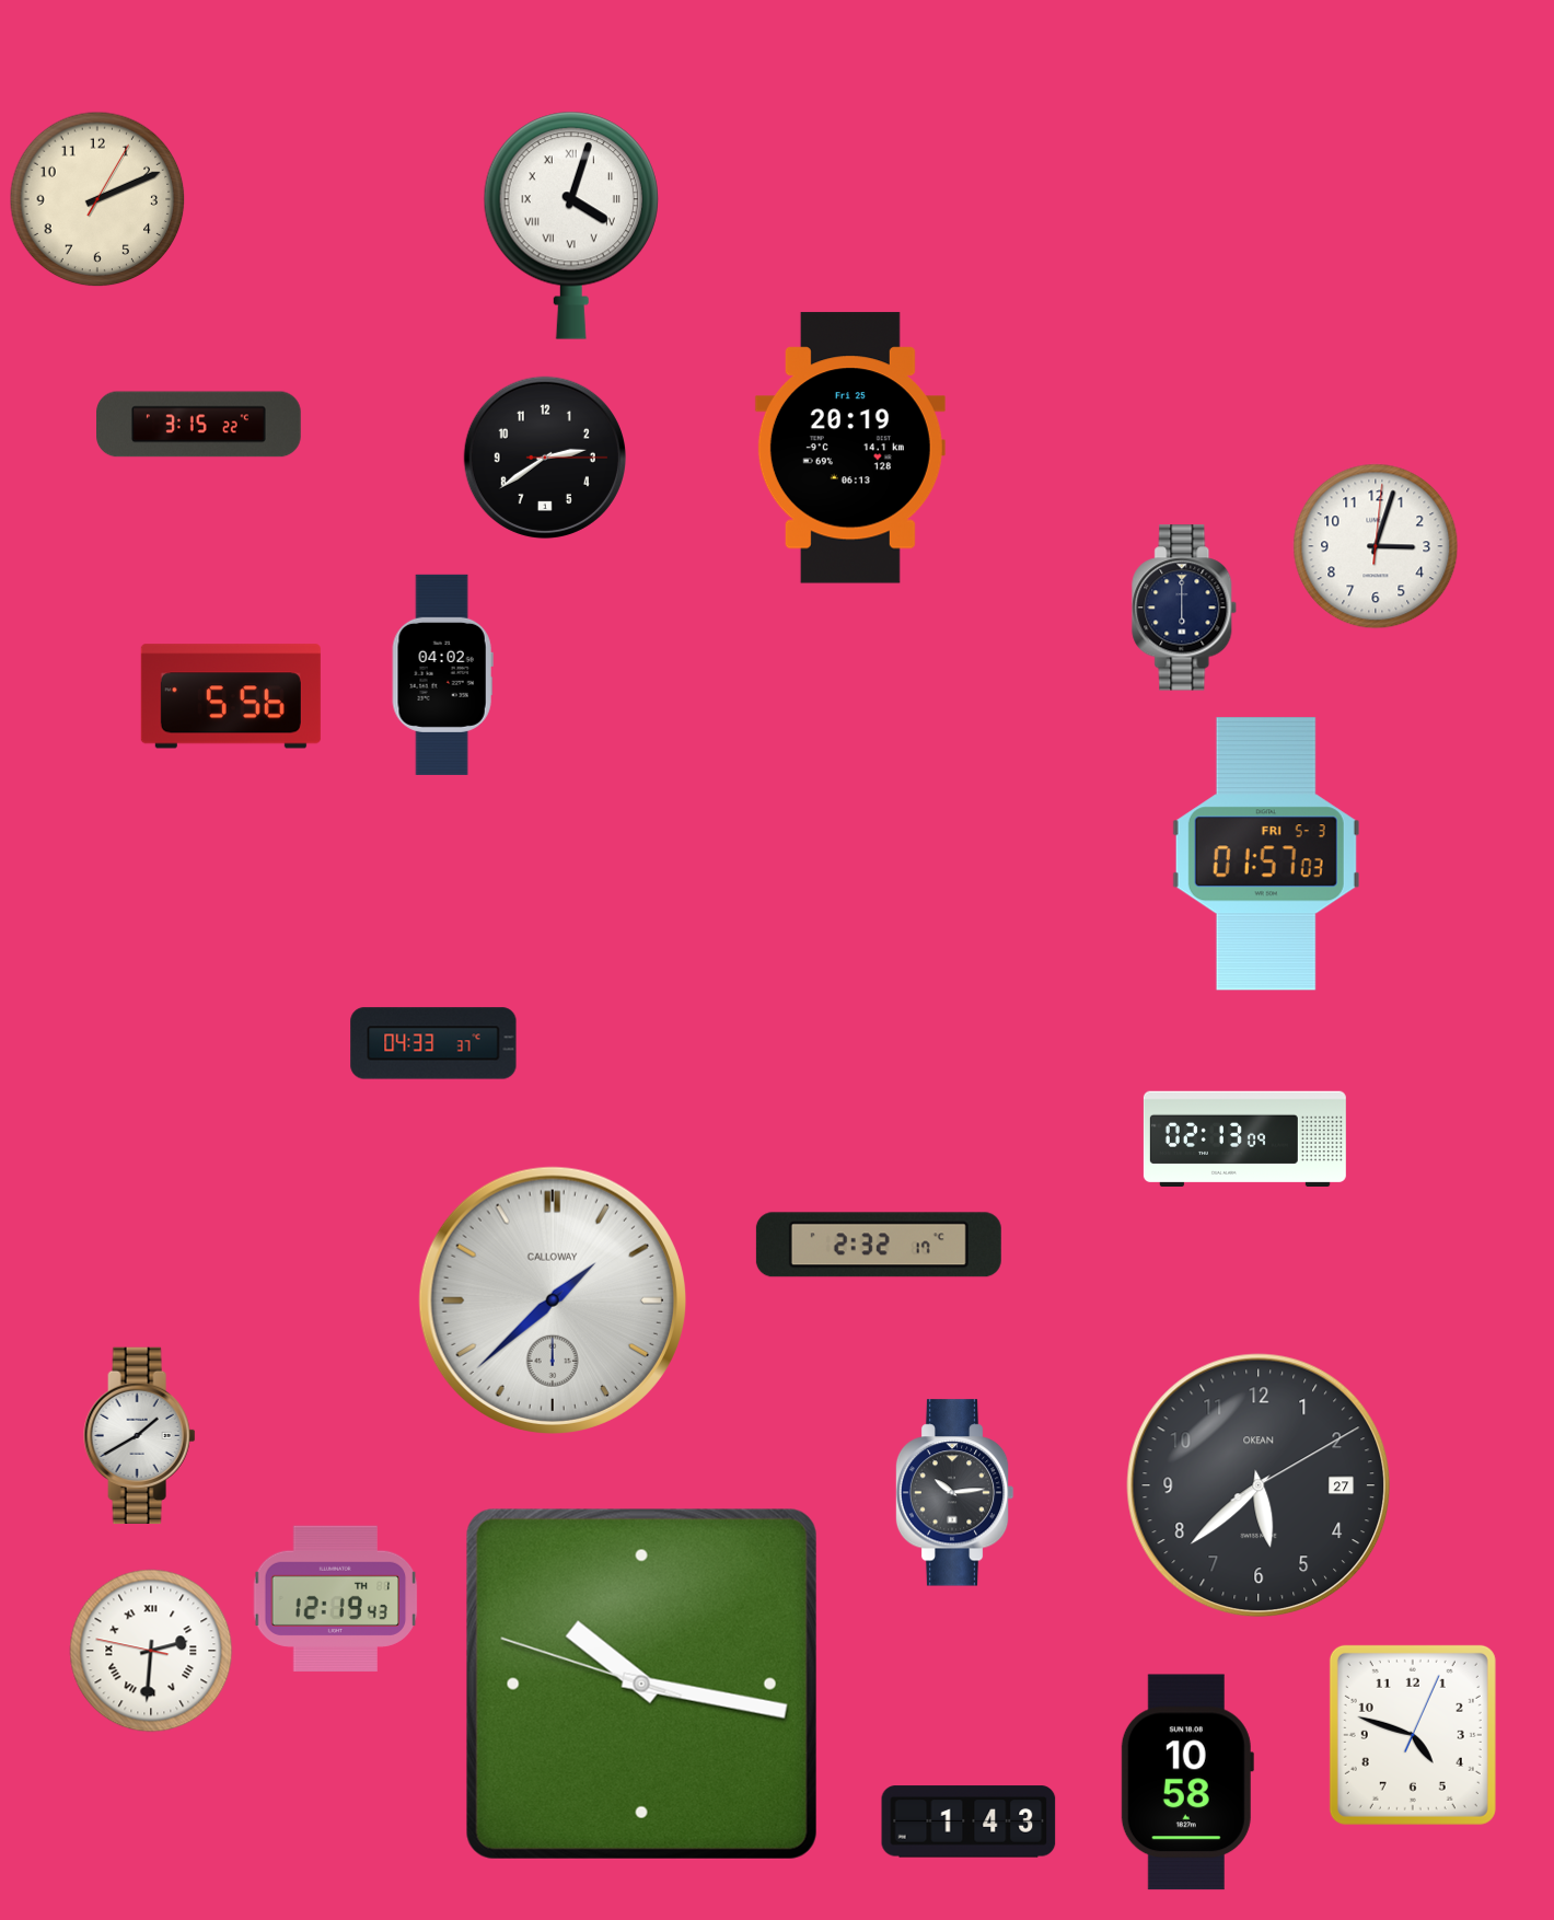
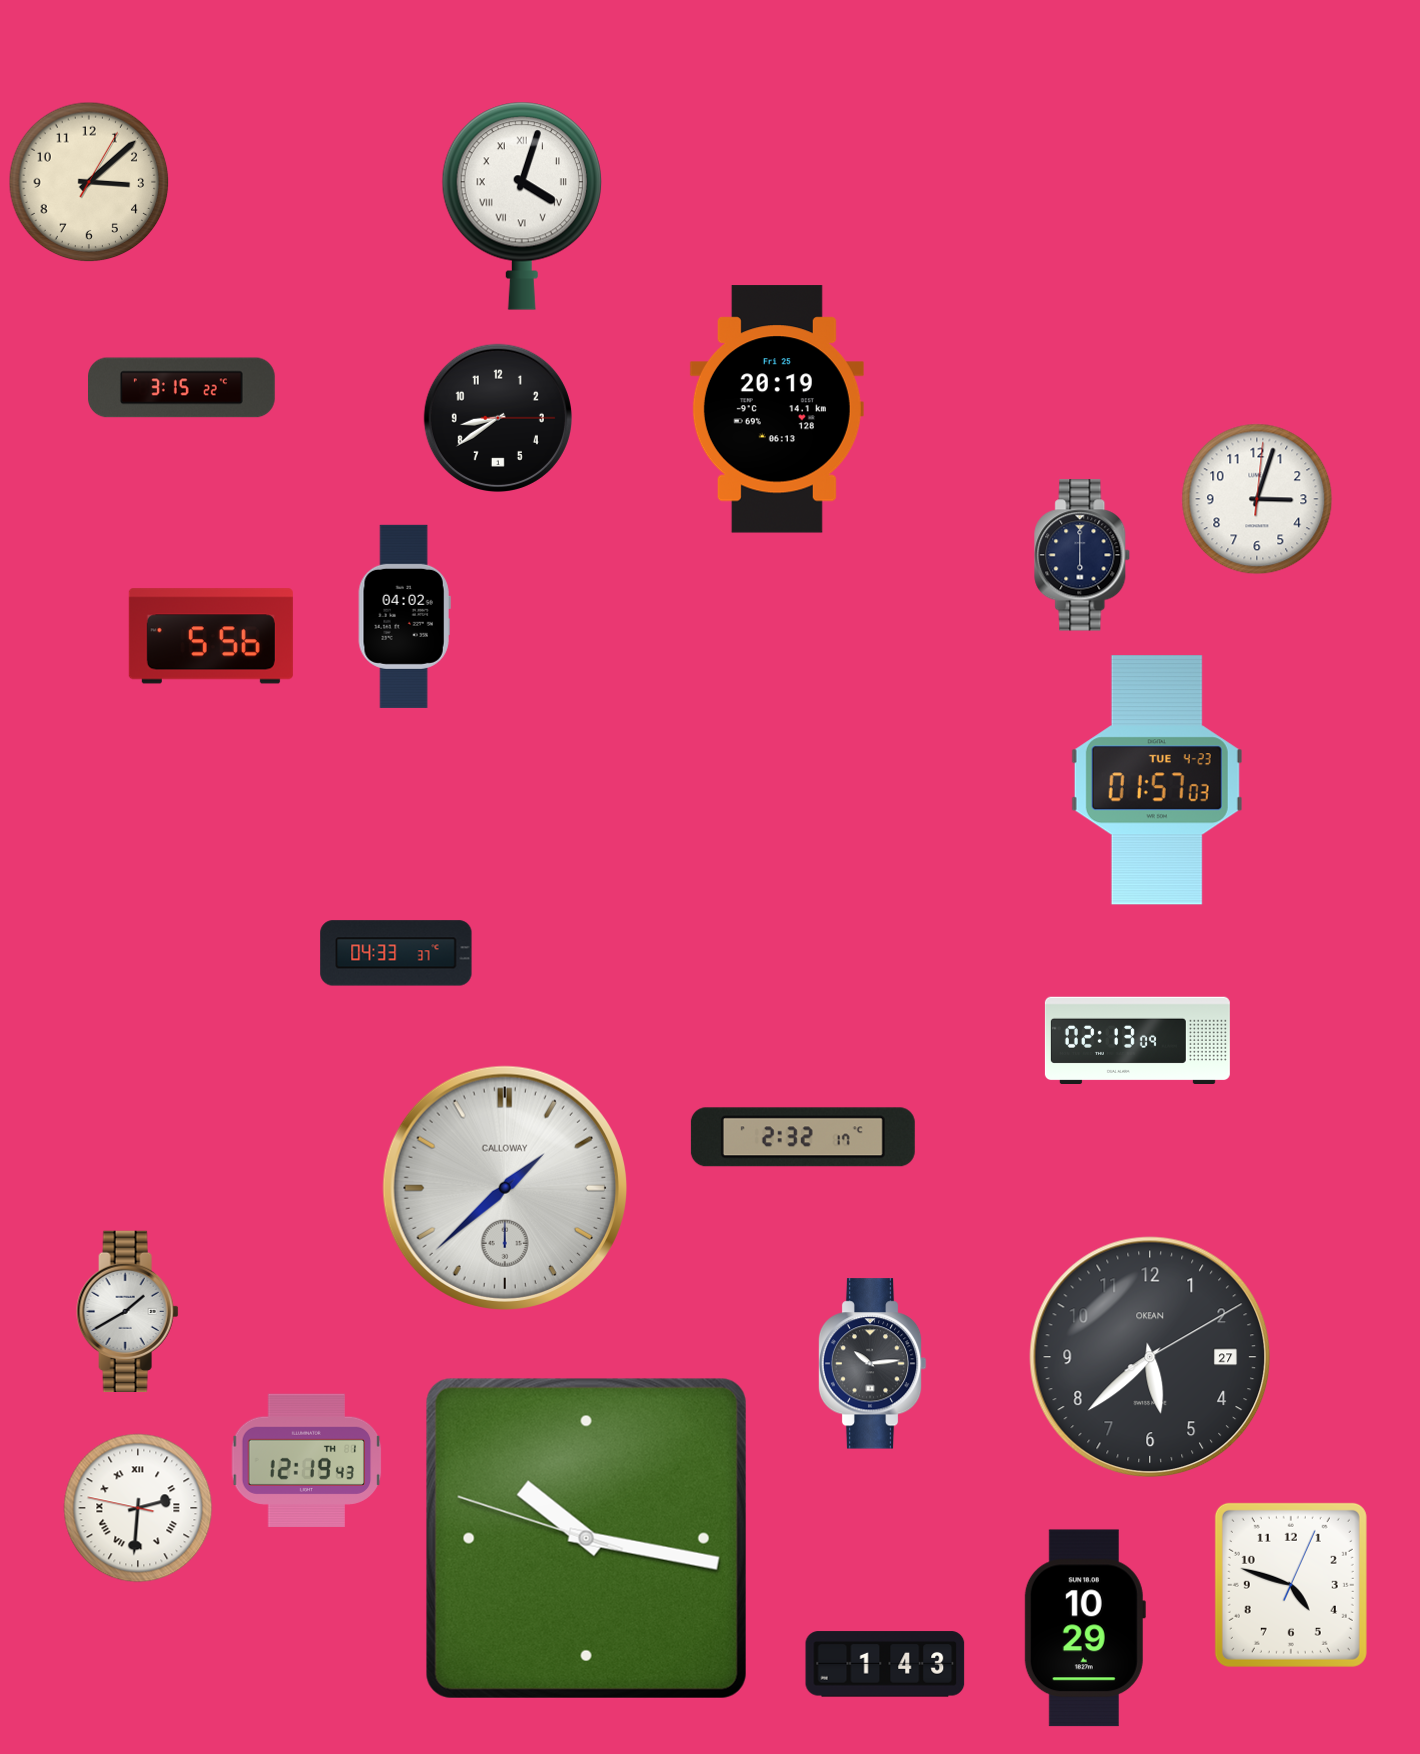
clock at (97, 199): 2:11 -> 3:08
clock at (545, 458): 2:39 -> 8:39
clock at (1266, 854) date: FRI 5-3 -> TUE 4-23
clock at (1187, 1782): 10:58 -> 10:29
